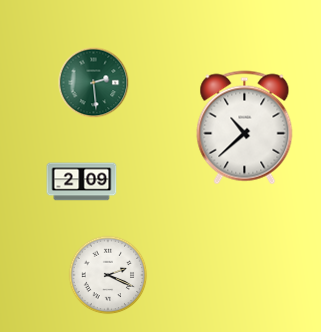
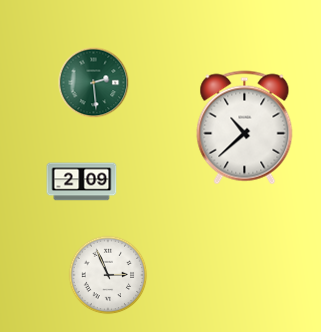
clock at (108, 275): 2:19 -> 2:56
